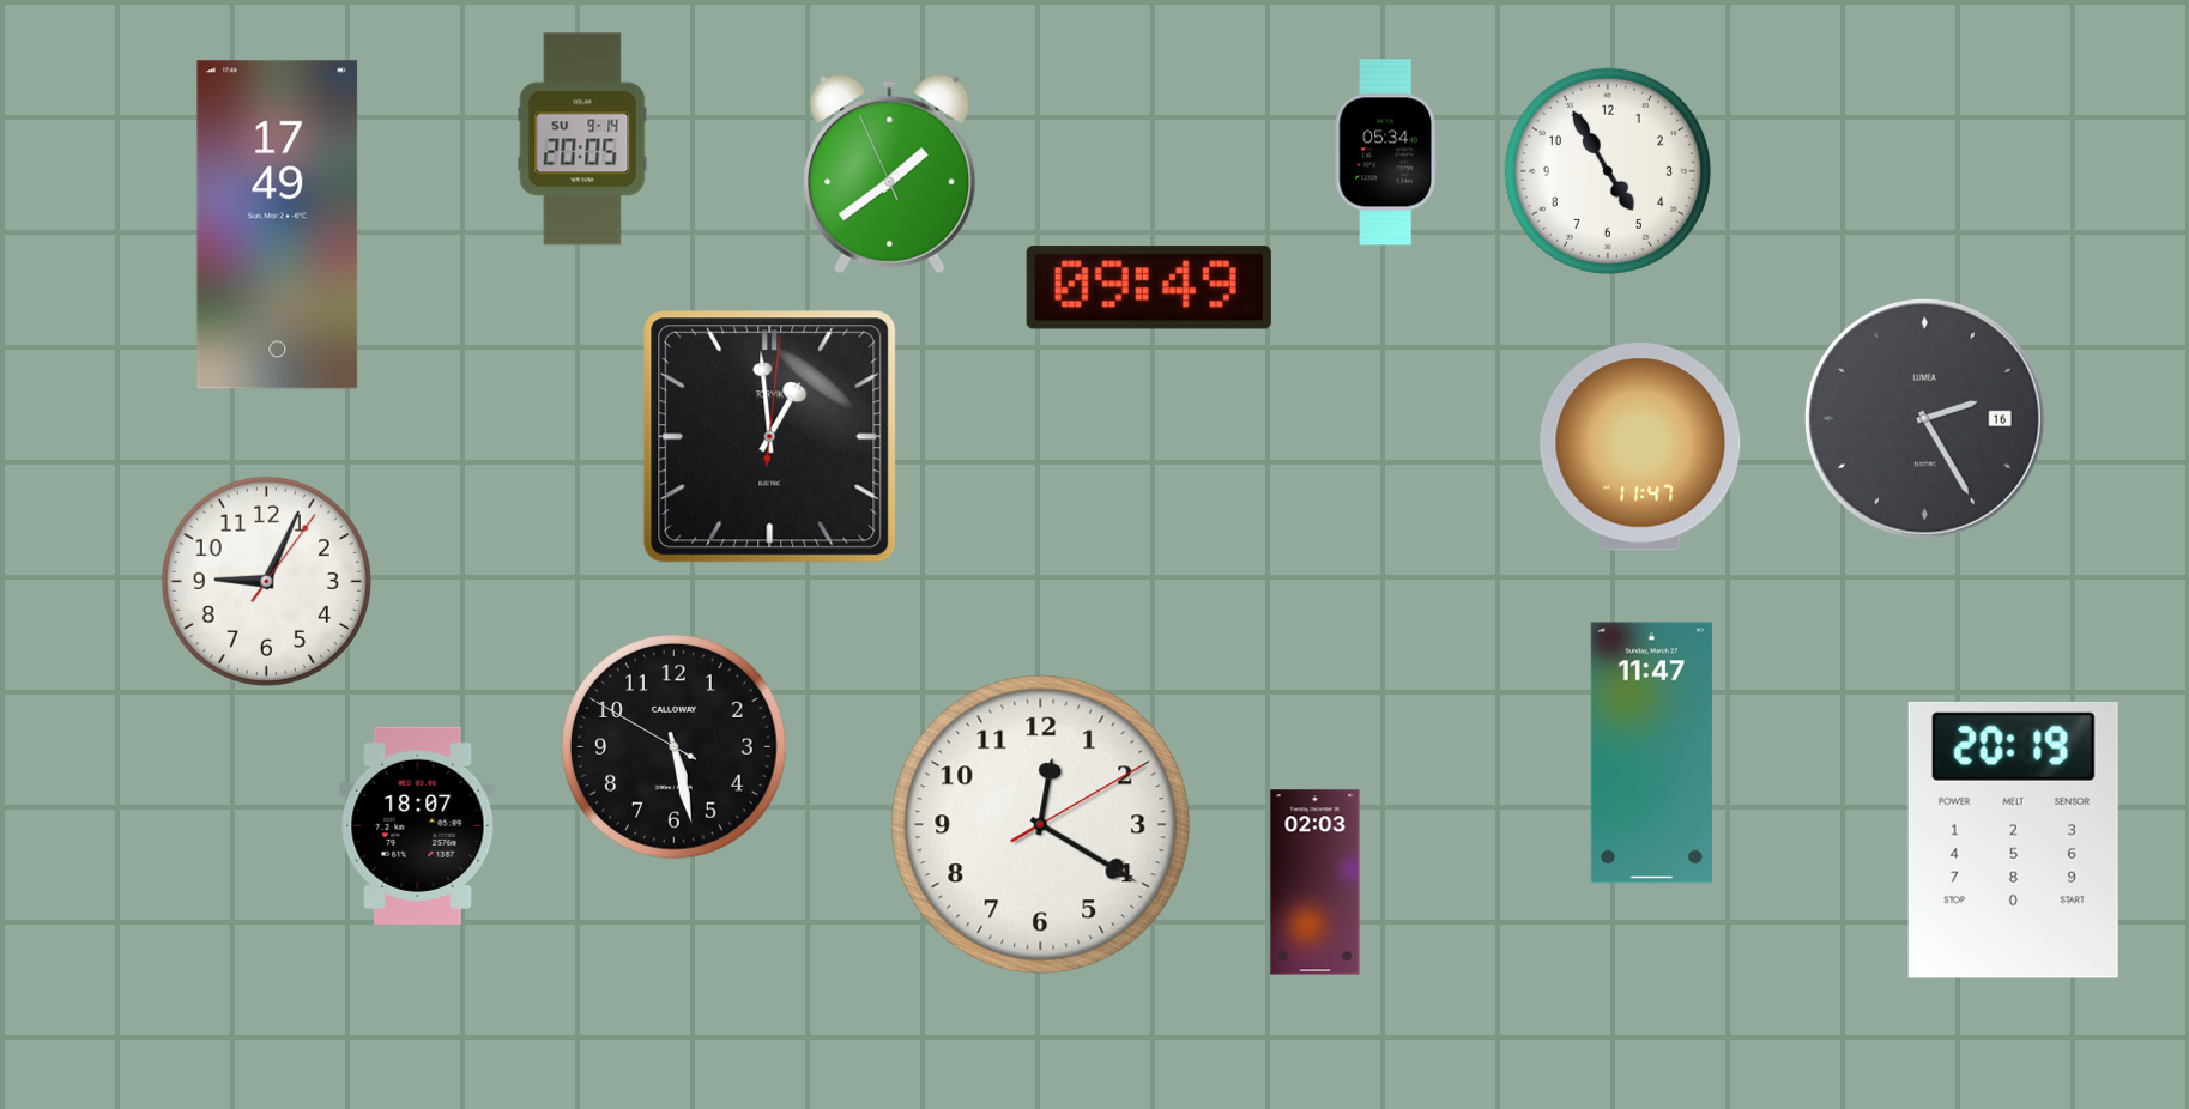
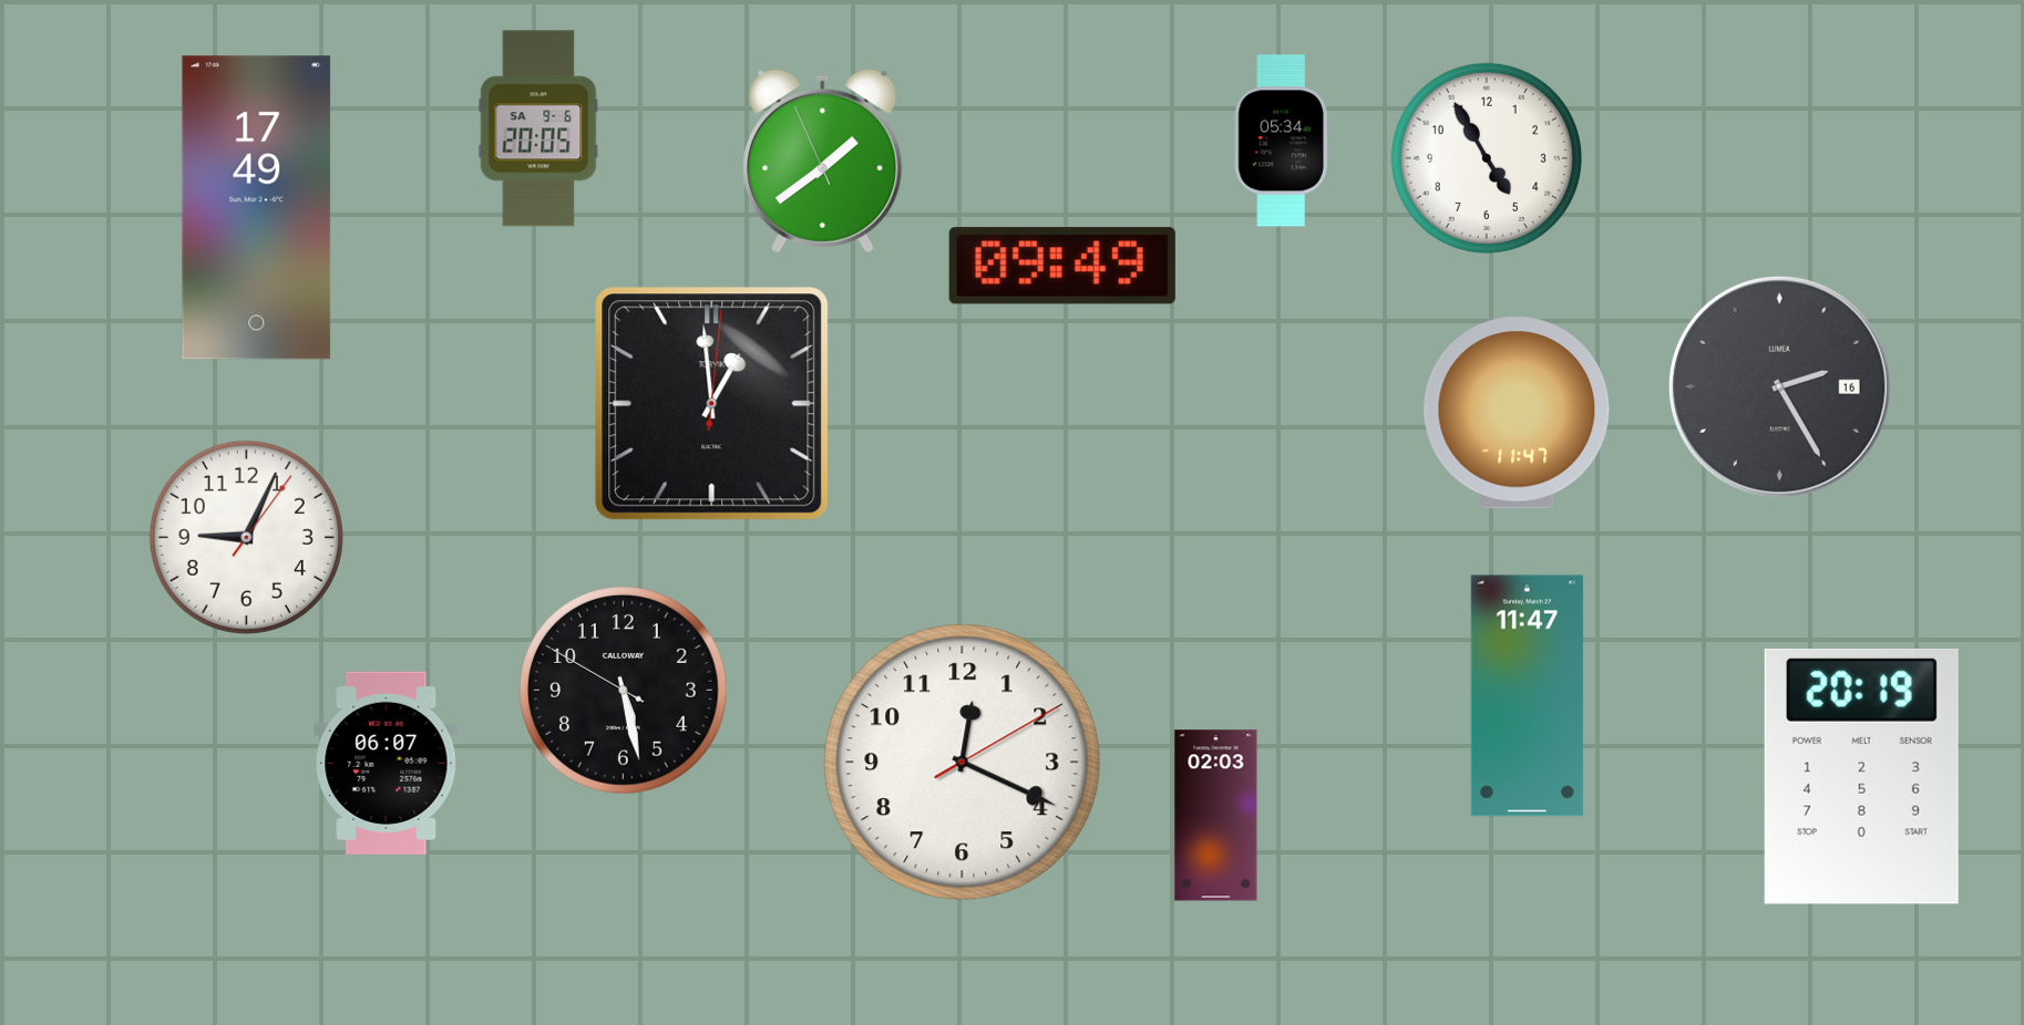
clock at (582, 139) date: SU 9-14 -> SA 9-6
clock at (418, 825): 18:07 -> 06:07
clock at (1041, 825): 12:20 -> 12:19
